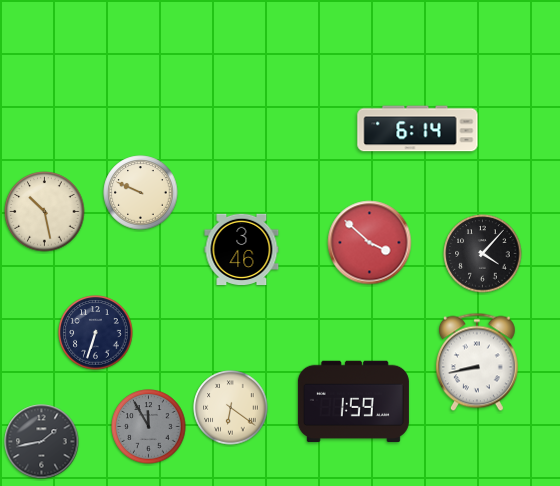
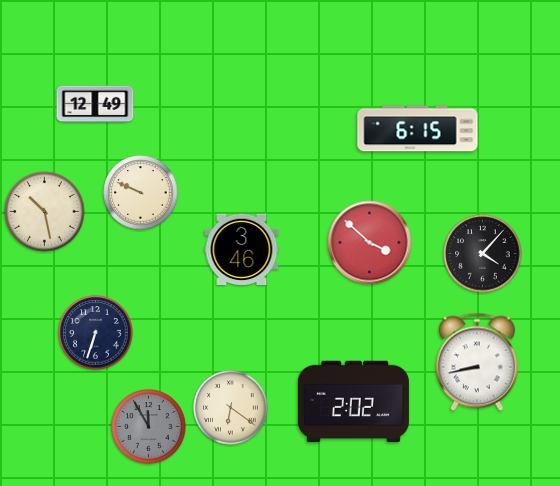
clock at (95, 104): none -> 12:49
clock at (418, 129): 6:14 -> 6:15
clock at (353, 402): 1:59 -> 2:02
clock at (42, 442): 1:43 -> none
